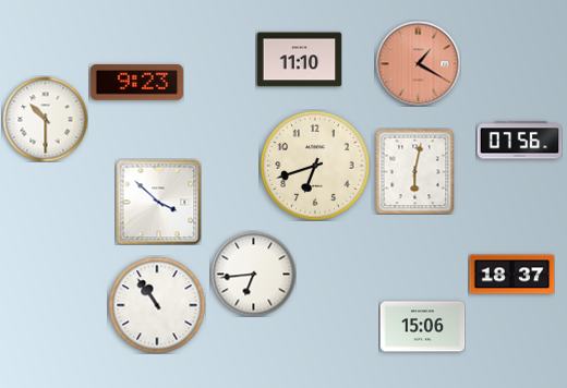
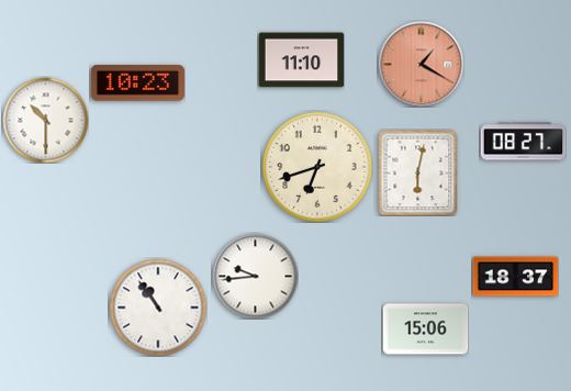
clock at (136, 83): 9:23 -> 10:23
clock at (519, 141): 07:56 -> 08:27
clock at (158, 202): 3:52 -> none
clock at (253, 274): 6:44 -> 9:44
